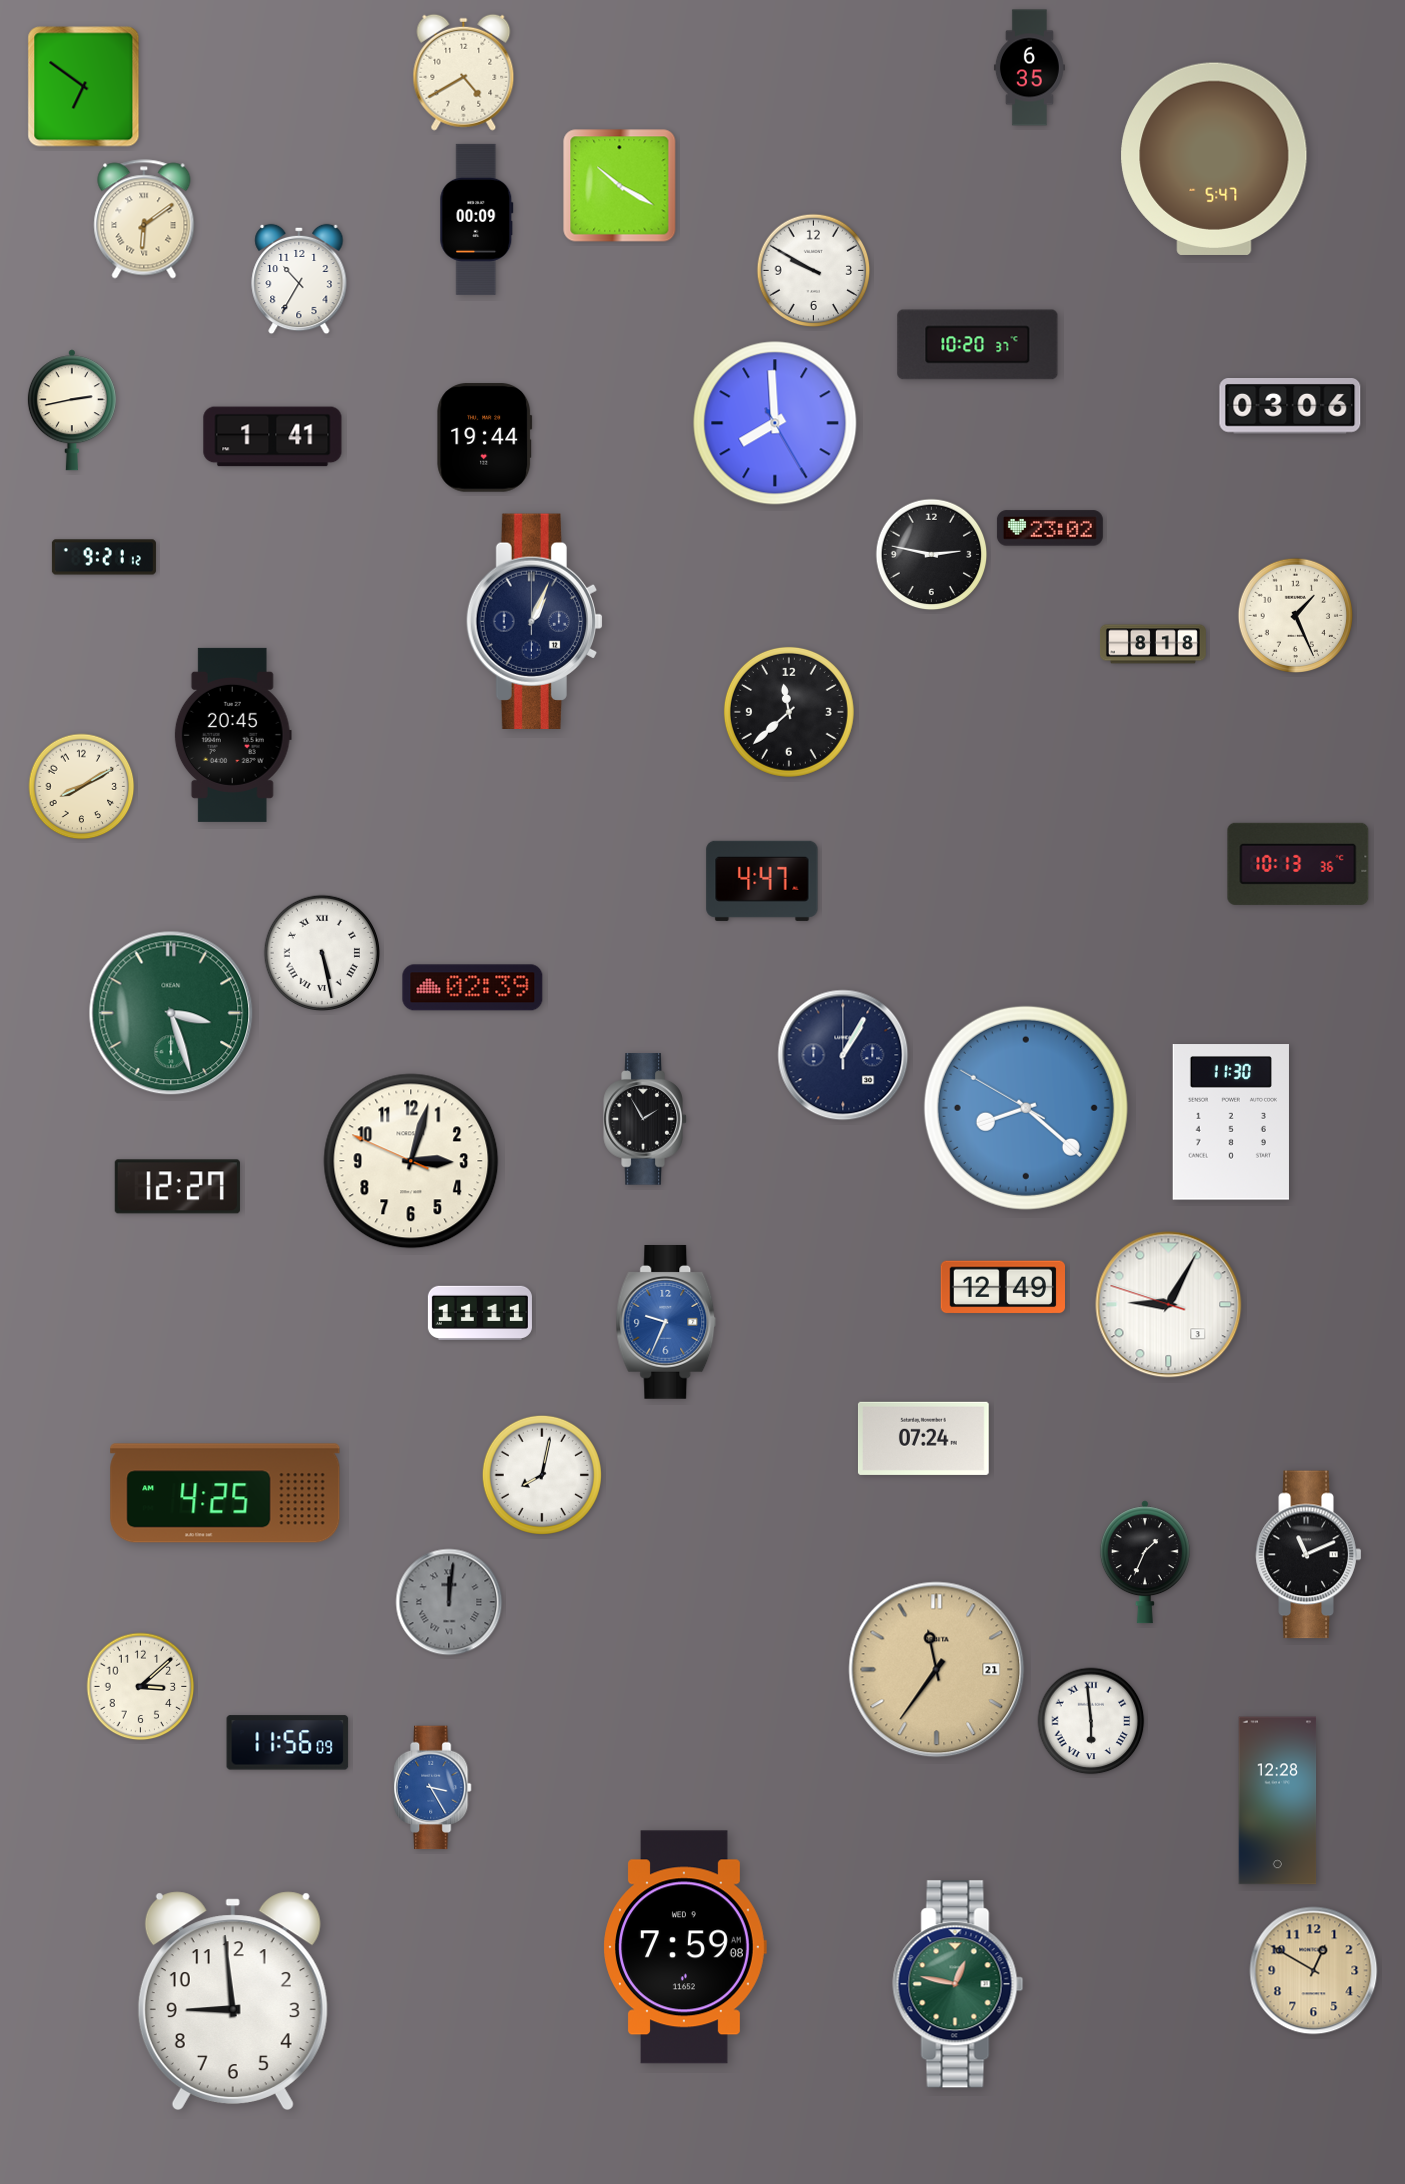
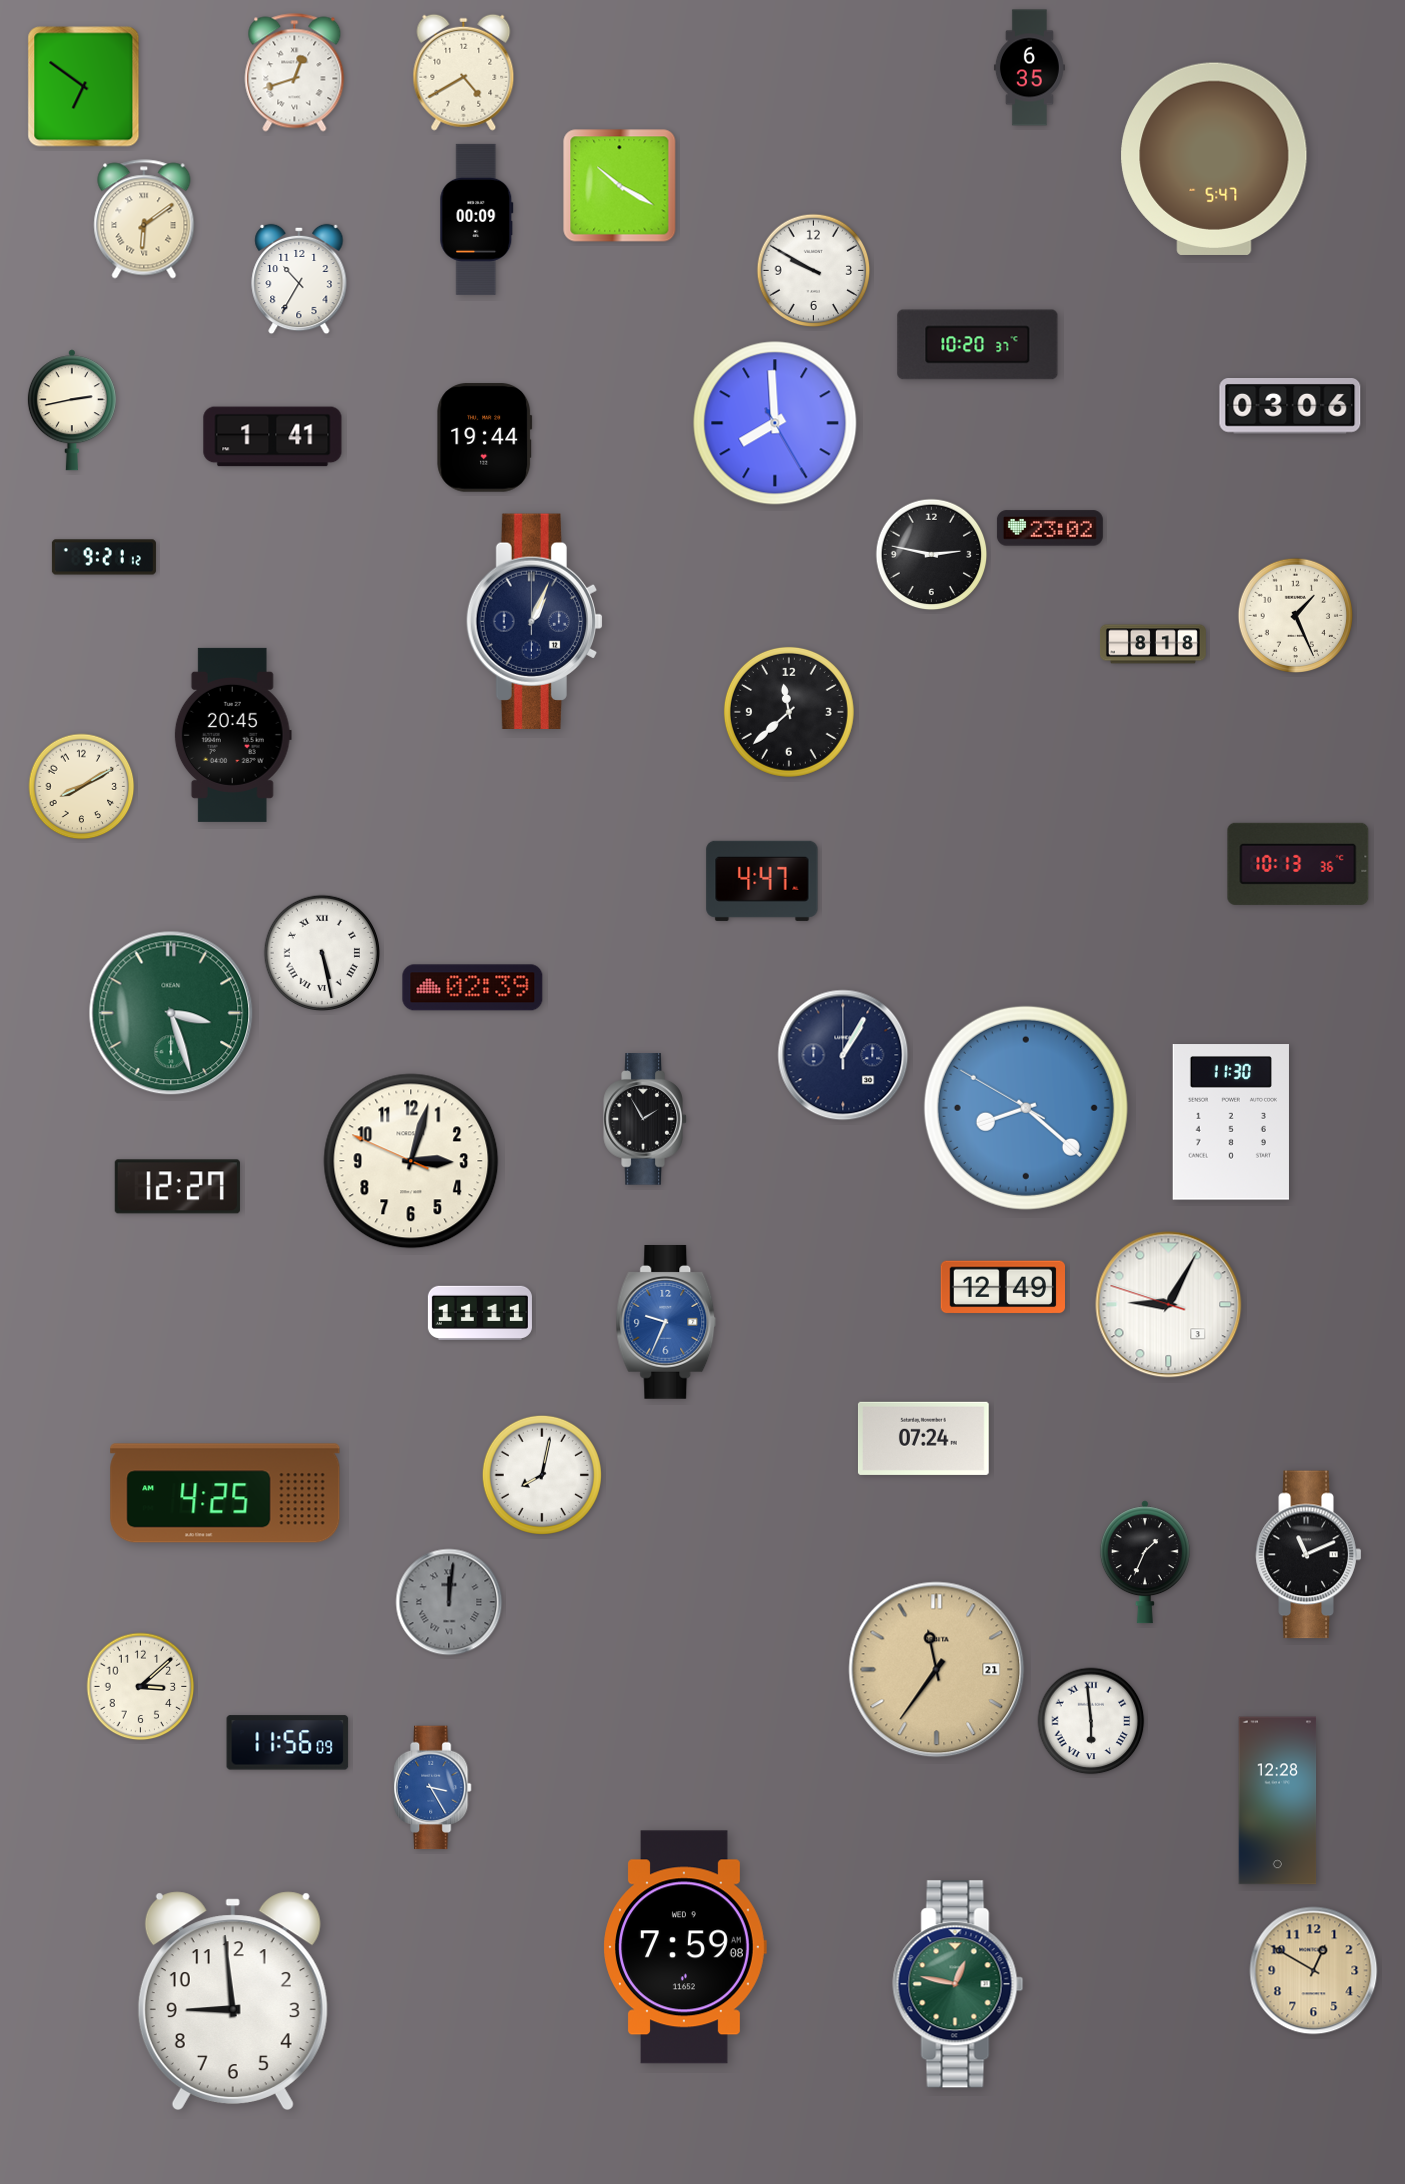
clock at (295, 73): none -> 12:42
